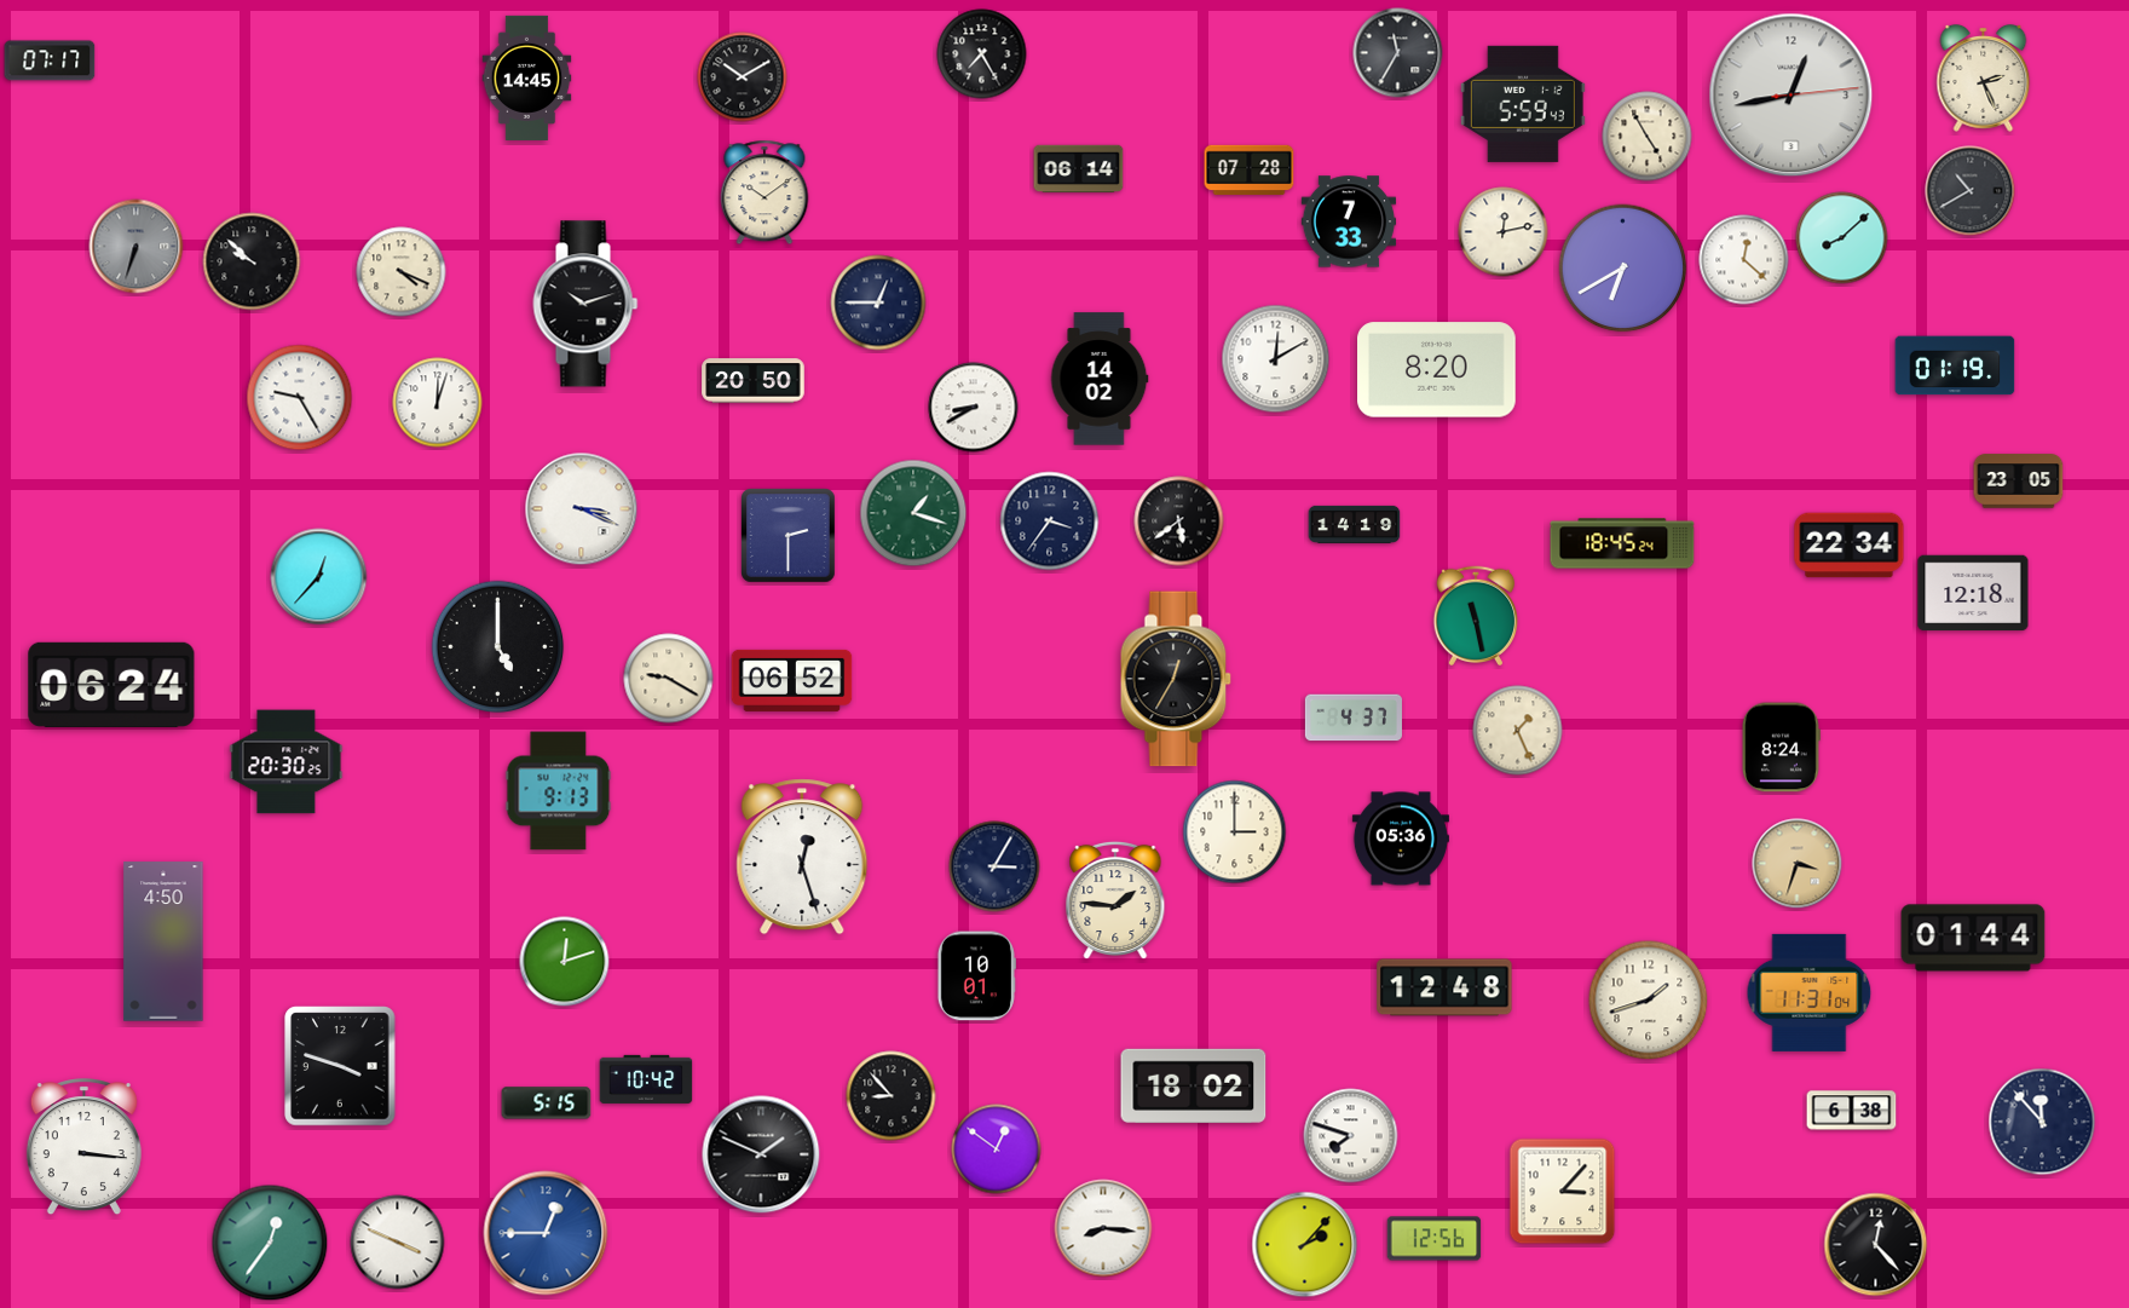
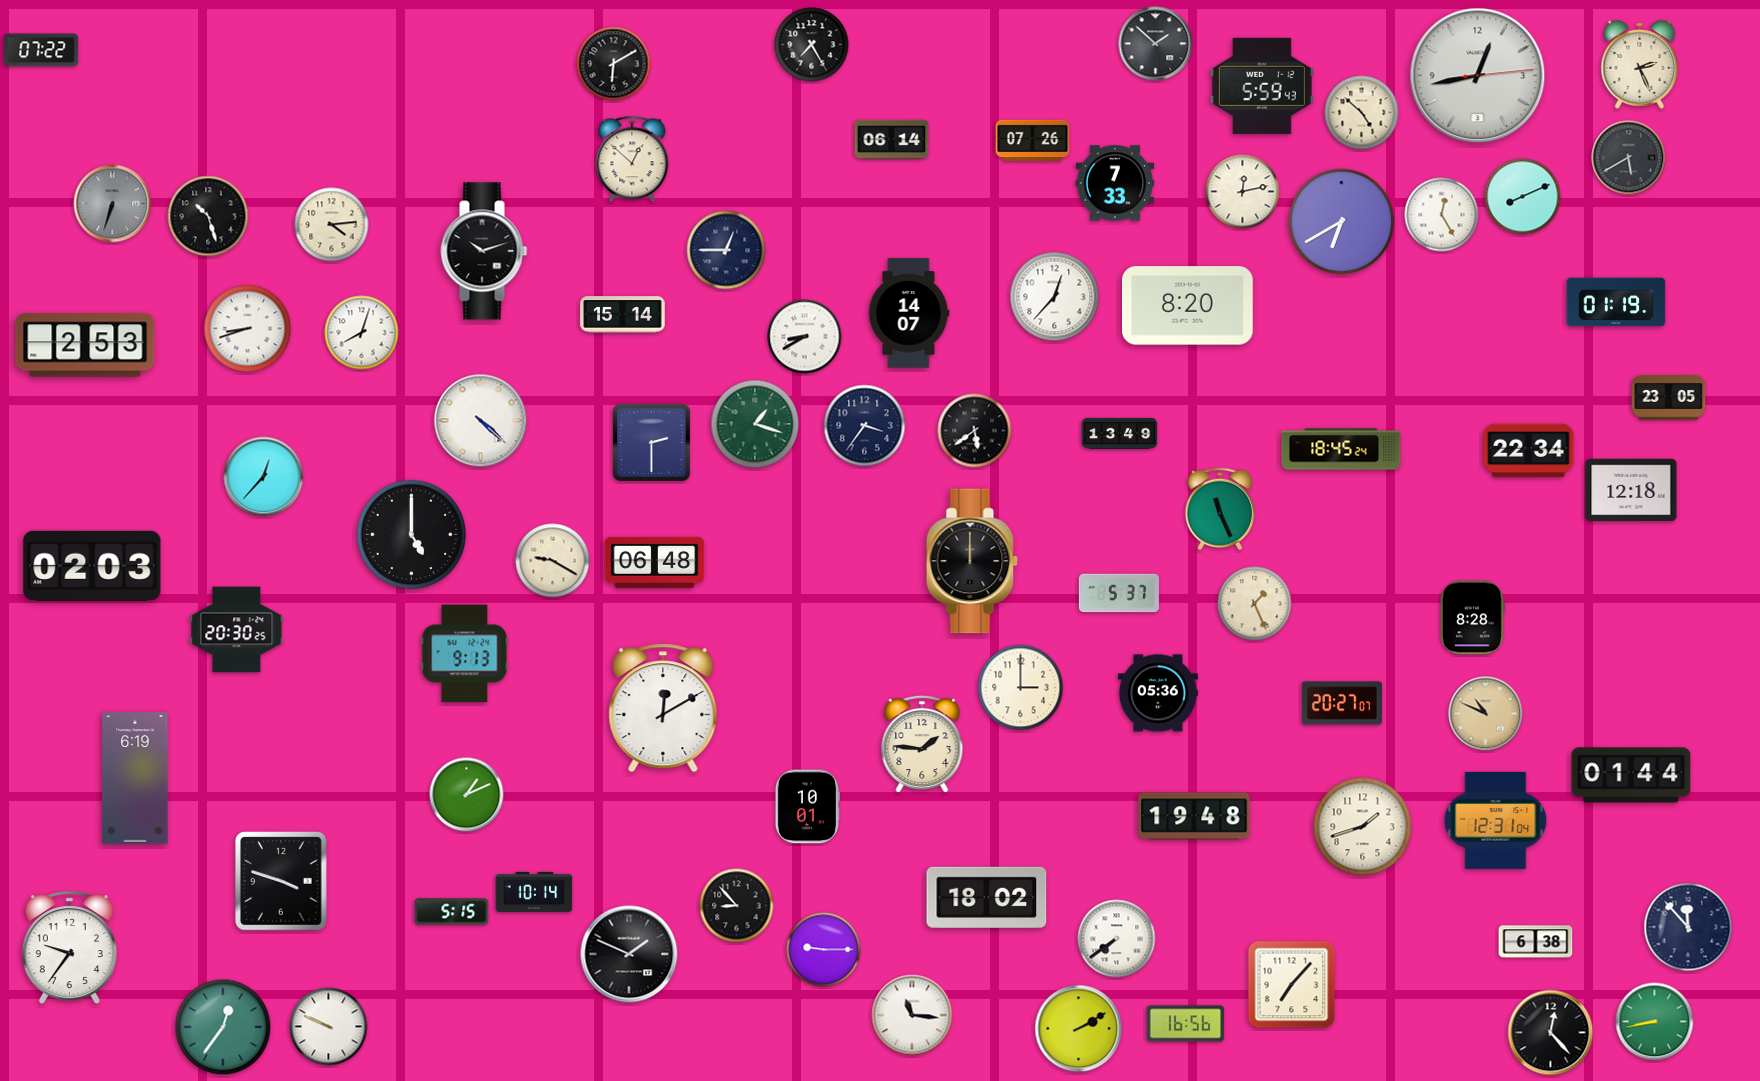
clock at (1398, 53): 11:35 -> 1:52
clock at (50, 60): 07:17 -> 07:22
clock at (527, 77): 14:45 -> none
clock at (743, 77): 10:10 -> 6:10
clock at (1792, 96) position: (1792, 96) -> (1478, 76)
clock at (1523, 104) position: (1523, 104) -> (1262, 86)
clock at (1648, 137): 4:55 -> 4:52
clock at (1250, 169): 07:28 -> 07:26
clock at (1971, 191): 10:40 -> 5:40
clock at (765, 192): 10:09 -> 12:52
clock at (1842, 238): 8:08 -> 8:11
clock at (1744, 260): 12:22 -> 12:25
clock at (252, 261): 9:52 -> 10:27
clock at (402, 272): 4:19 -> 4:14
clock at (1276, 359): 12:10 -> 12:37
clock at (1100, 379): 14:02 -> 14:07
clock at (754, 381): 20:50 -> 15:14
clock at (300, 398): 9:25 -> 8:42
clock at (438, 403): 12:03 -> 8:03
clock at (85, 345): none -> 2:53
clock at (582, 509): 3:19 -> 4:22
clock at (1050, 522) position: (1050, 522) -> (865, 426)
clock at (1355, 524): 14:19 -> 13:49
clock at (1476, 615): 11:28 -> 11:26
clock at (1176, 679): 12:35 -> 12:00
clock at (792, 680): 06:52 -> 06:48
clock at (111, 685): 06:24 -> 02:03
clock at (1354, 718): 4:37 -> 5:37
clock at (1781, 748): 8:24 -> 8:28
clock at (559, 791) position: (559, 791) -> (465, 654)
clock at (1342, 703): none -> 20:27
clock at (802, 857): 12:27 -> 12:10
clock at (1798, 864): 3:33 -> 10:49
clock at (994, 866): 3:05 -> none
clock at (163, 941): 4:50 -> 6:19
clock at (565, 962): 12:12 -> 1:11
clock at (1444, 987): 12:48 -> 19:48
clock at (1810, 992): 11:31 -> 12:31
clock at (646, 1079): 10:42 -> 10:14
clock at (1852, 1111) position: (1852, 1111) -> (1536, 942)
clock at (1351, 1136): 7:48 -> 7:39
clock at (83, 1147): 3:16 -> 9:36
clock at (997, 1149): 12:51 -> 9:15
clock at (1563, 1192): 3:07 -> 7:07
clock at (1103, 1228): 8:16 -> 11:16
clock at (546, 1233): 12:45 -> none
clock at (1655, 1022): none -> 8:43
clock at (1435, 1239): 12:56 -> 16:56
clock at (398, 1243): 3:49 -> 9:49
clock at (1305, 1245): 2:07 -> 2:10
clock at (1876, 1245) position: (1876, 1245) -> (1551, 1033)
